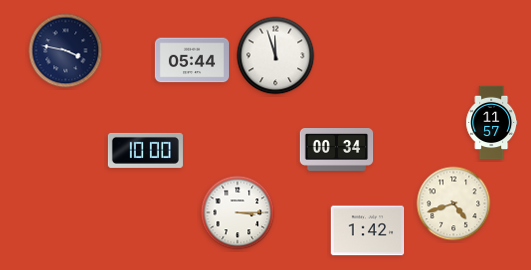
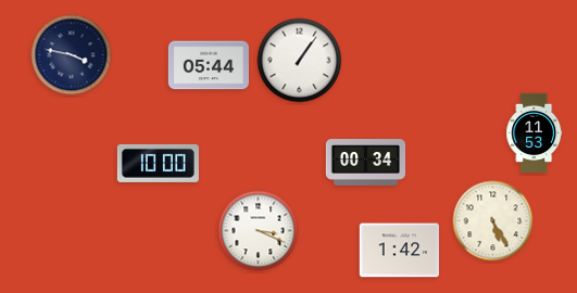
clock at (276, 56): 11:57 -> 1:06
clock at (492, 123): 11:57 -> 11:53
clock at (454, 204): 4:42 -> 5:25
clock at (238, 213): 3:15 -> 3:19
